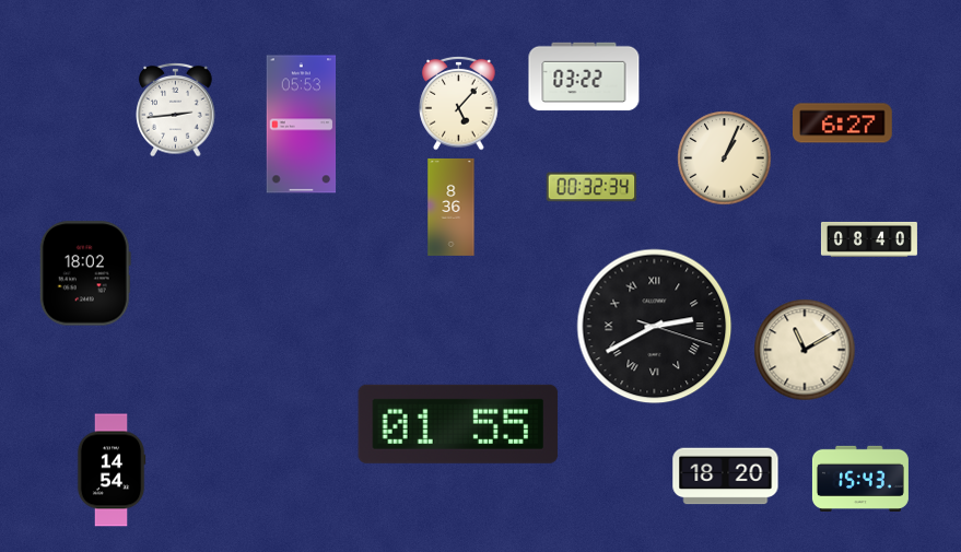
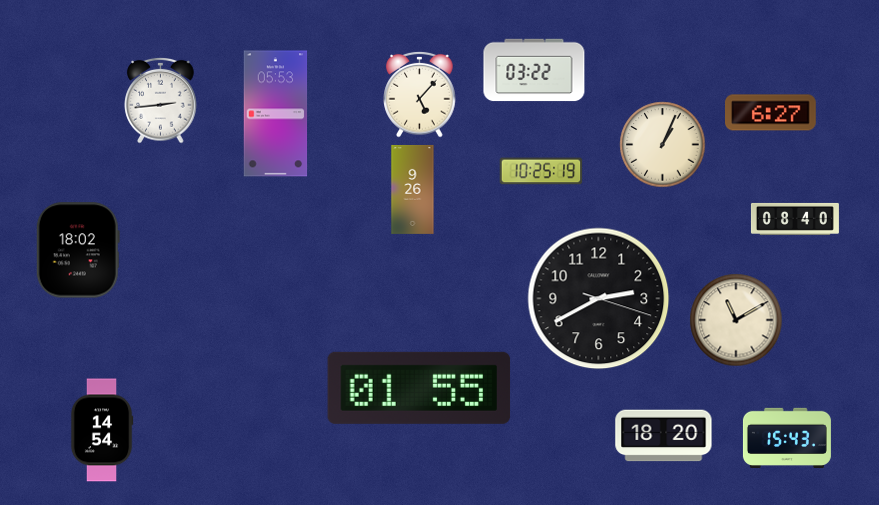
clock at (591, 187): 00:32 -> 10:25
clock at (452, 207): 8:36 -> 9:26
clock at (655, 327) numerals: Roman -> Arabic
